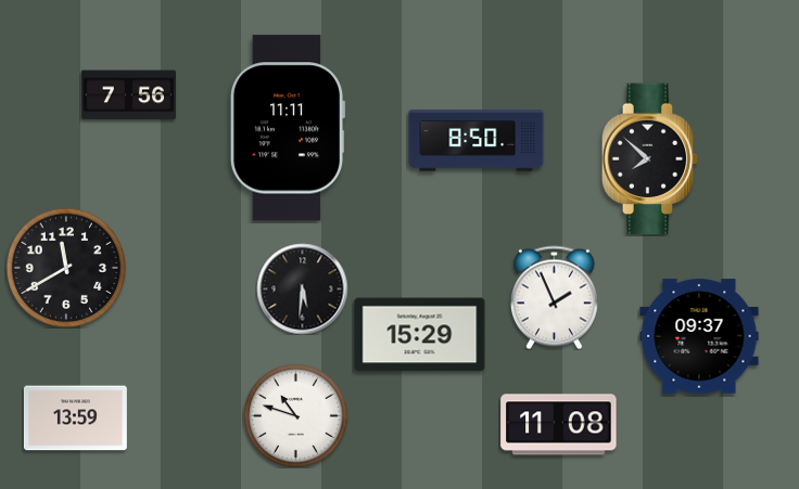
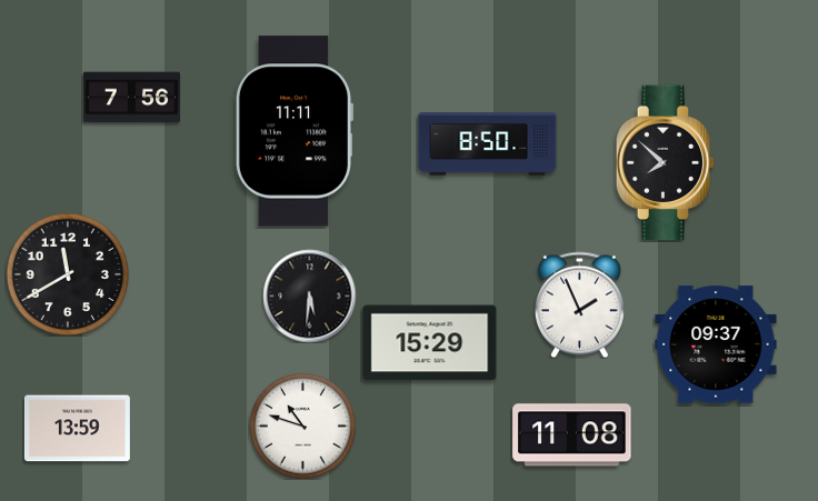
clock at (554, 297) position: (554, 297) -> (579, 304)
